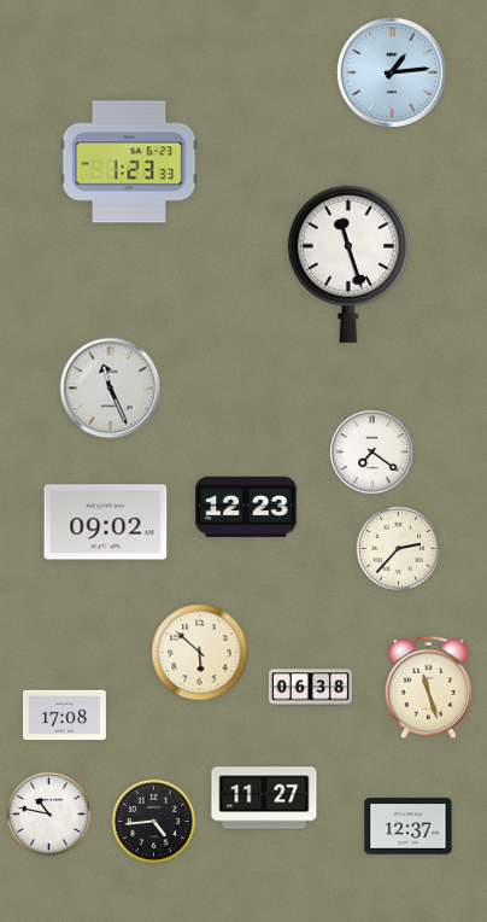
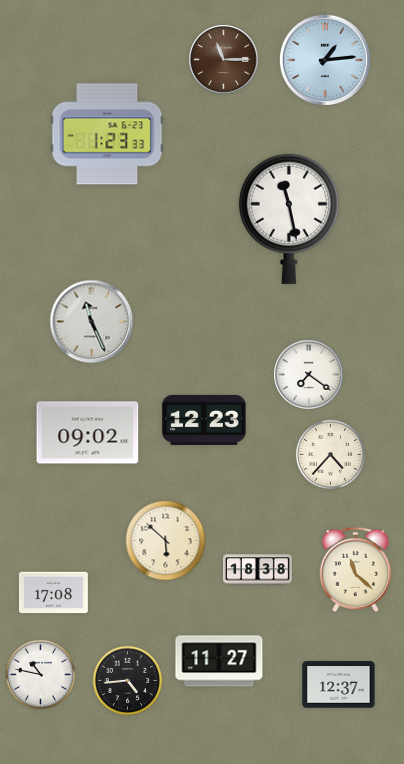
clock at (224, 60): none -> 11:15
clock at (348, 264): 11:27 -> 11:28
clock at (399, 549): 2:37 -> 4:37
clock at (429, 687): 11:27 -> 11:22
clock at (310, 688): 06:38 -> 18:38
